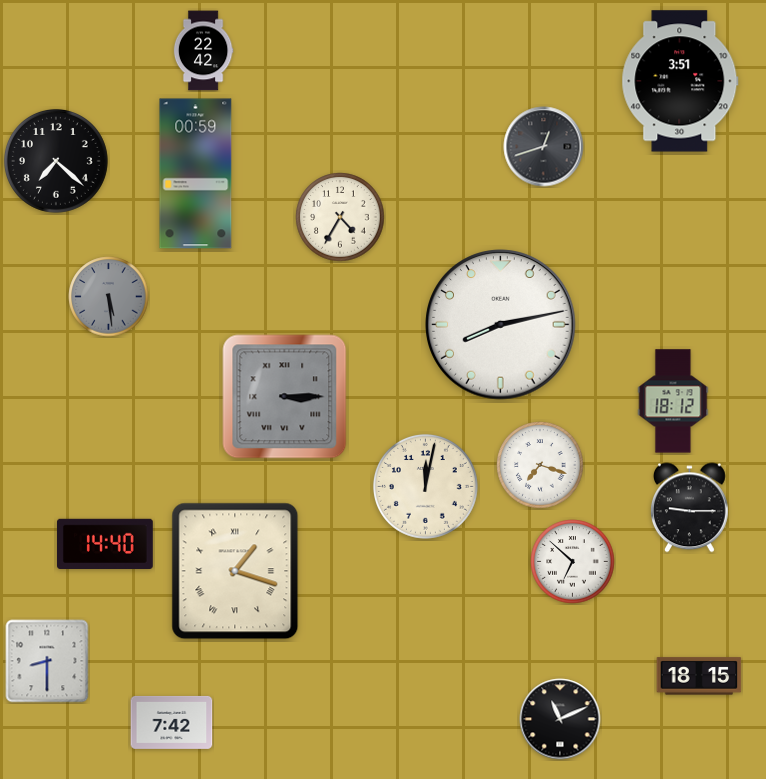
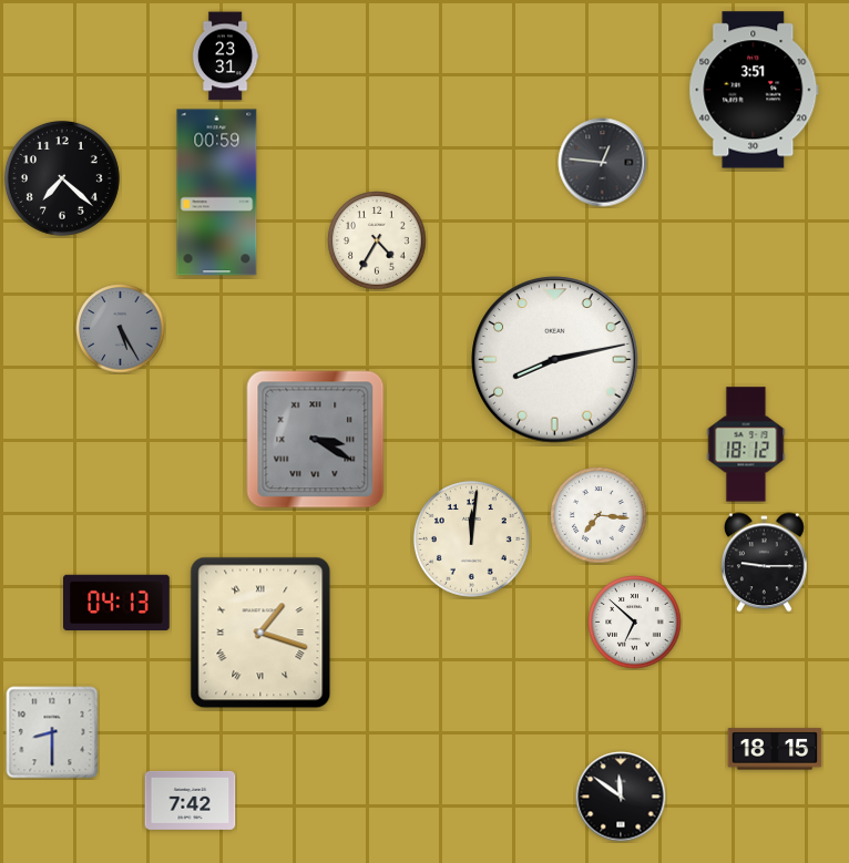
clock at (203, 51): 22:42 -> 23:31
clock at (544, 147): 12:42 -> 12:46
clock at (109, 297): 5:29 -> 5:25
clock at (285, 397): 3:15 -> 3:20
clock at (540, 465): 7:18 -> 7:16
clock at (425, 486): 12:02 -> 12:01
clock at (106, 543): 14:40 -> 04:13
clock at (560, 719): 11:11 -> 11:51
